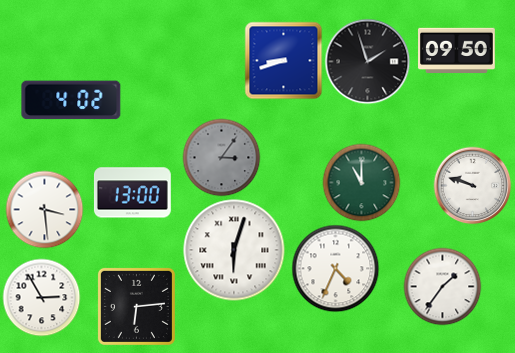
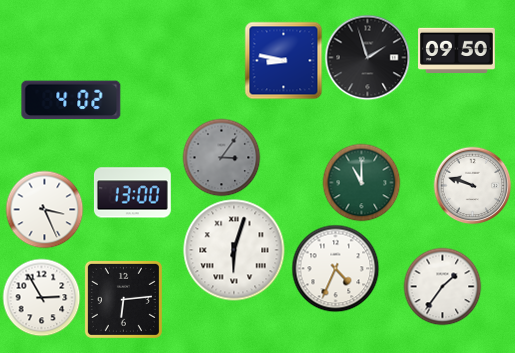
clock at (283, 60): 8:42 -> 8:47
clock at (367, 61) position: (367, 61) -> (367, 57)
clock at (44, 209): 3:29 -> 3:26
clock at (136, 306) position: (136, 306) -> (123, 299)
